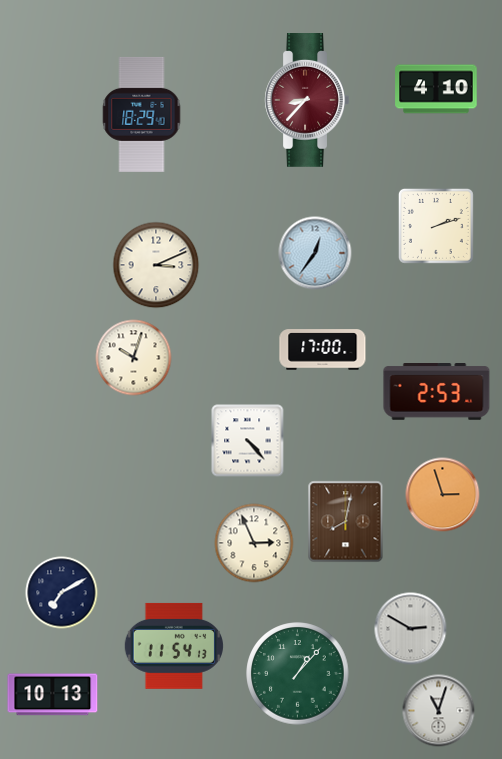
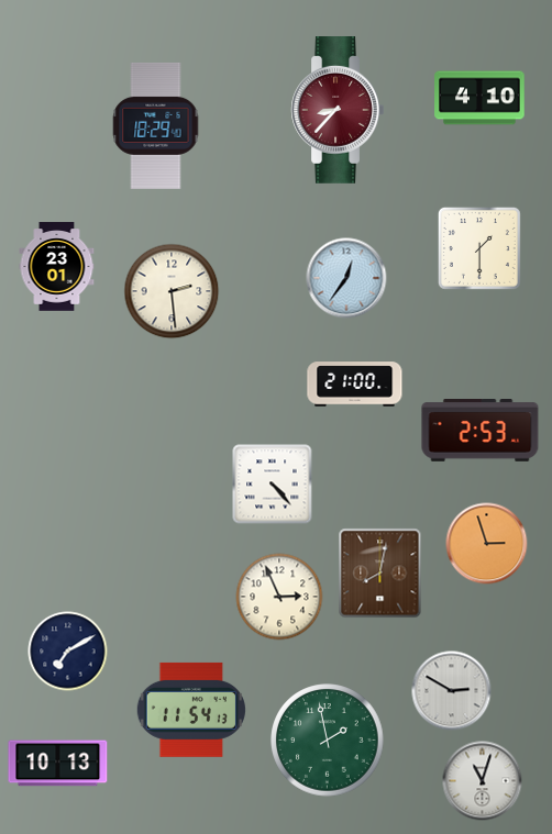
clock at (436, 226): 2:12 -> 1:30
clock at (57, 267): none -> 23:01
clock at (156, 265): 3:11 -> 2:29
clock at (323, 350): 17:00 -> 21:00
clock at (134, 358): 10:03 -> none
clock at (298, 674): 1:07 -> 1:58
